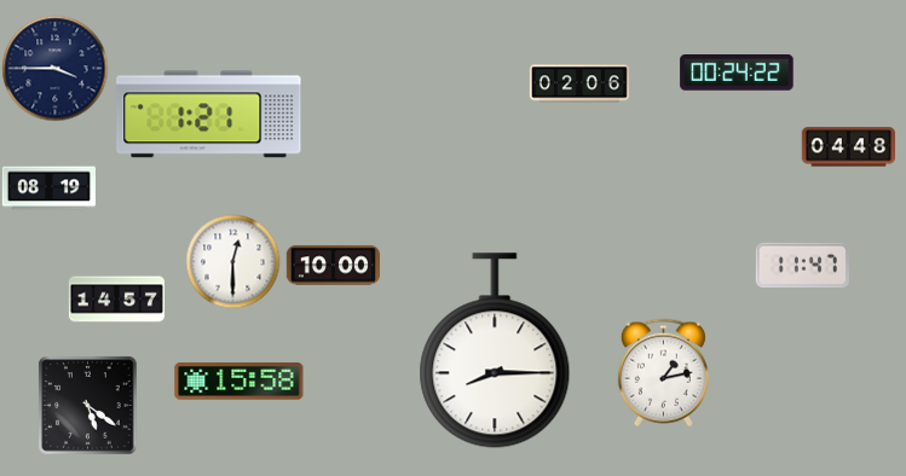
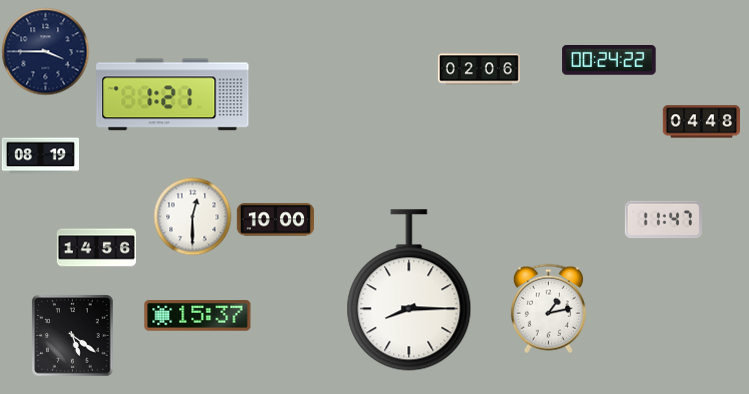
clock at (54, 68) position: (54, 68) -> (45, 51)
clock at (116, 300): 14:57 -> 14:56
clock at (240, 382): 15:58 -> 15:37
